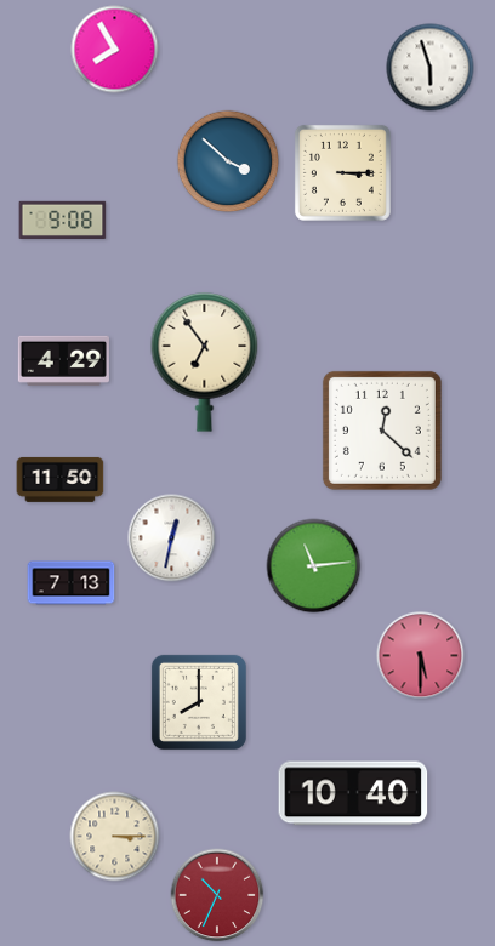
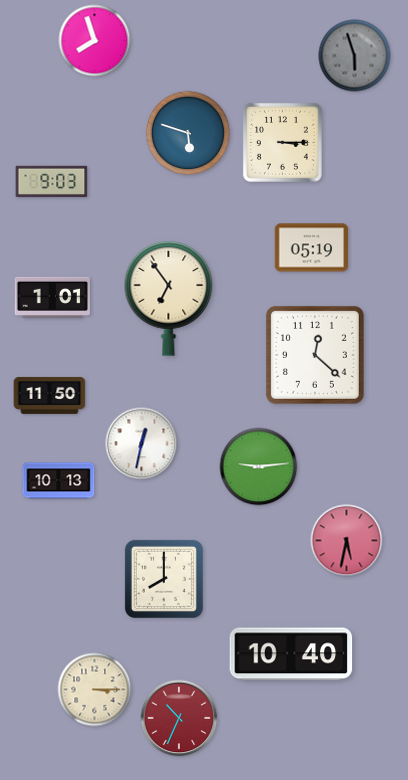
clock at (115, 50): 7:55 -> 7:57
clock at (431, 68) dial: white -> grey
clock at (228, 161): 3:52 -> 5:48
clock at (63, 220): 9:08 -> 9:03
clock at (312, 248): none -> 05:19
clock at (63, 360): 4:29 -> 1:01
clock at (314, 566): 11:14 -> 9:14
clock at (72, 583): 7:13 -> 10:13
clock at (421, 656): 5:30 -> 5:32
clock at (217, 895) position: (217, 895) -> (179, 718)
